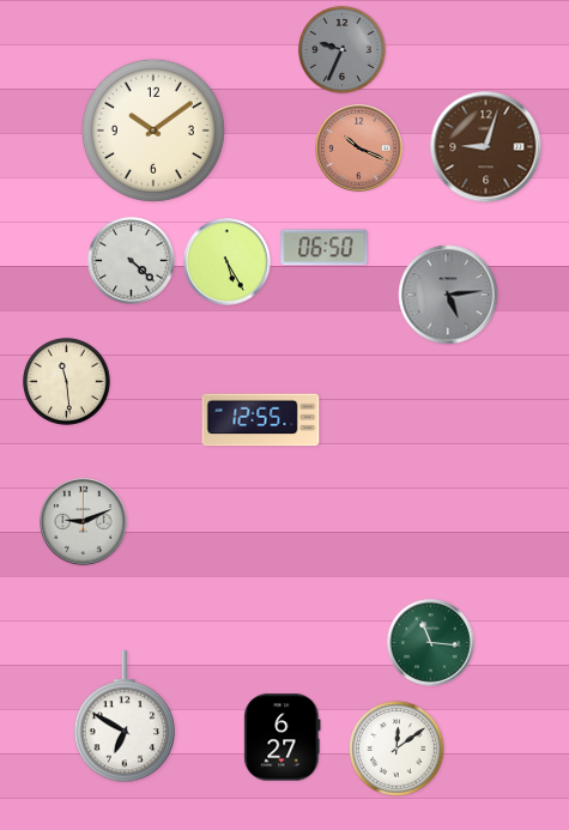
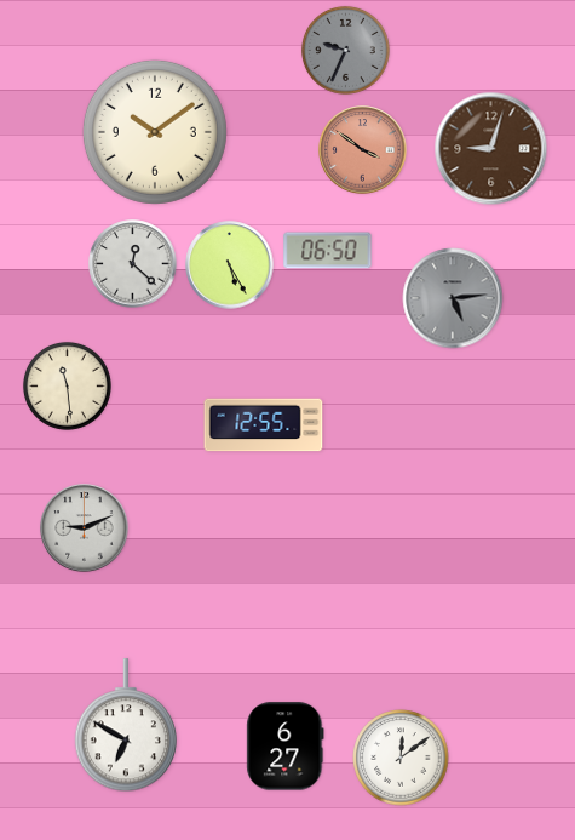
clock at (359, 149): 10:19 -> 3:51
clock at (132, 261): 4:22 -> 12:22
clock at (431, 643): 11:16 -> none
